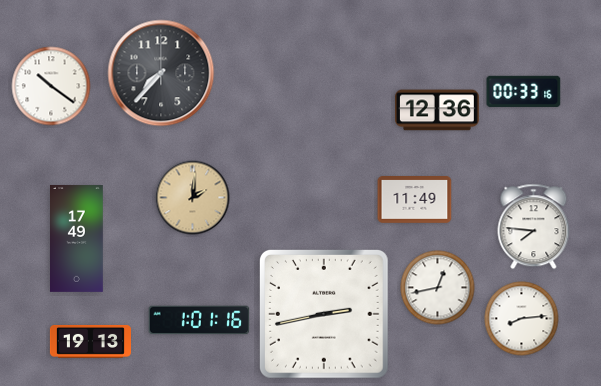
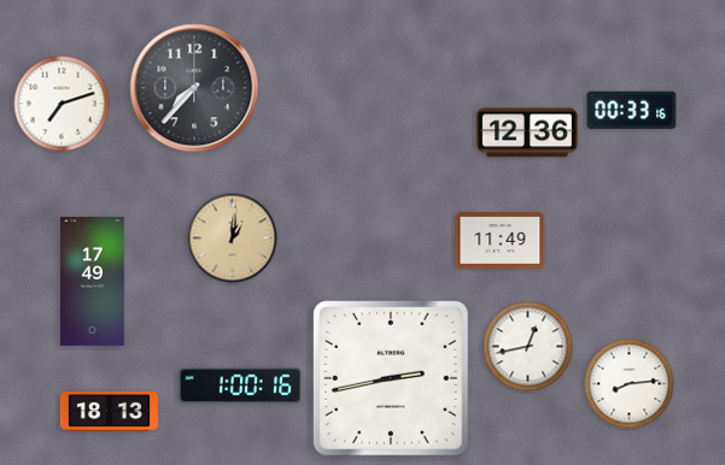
clock at (51, 86): 10:21 -> 7:12
clock at (193, 198): 2:01 -> 1:01
clock at (534, 227): 7:46 -> none
clock at (77, 239) position: (77, 239) -> (93, 282)
clock at (199, 320): 1:01 -> 1:00
clock at (90, 341): 19:13 -> 18:13
